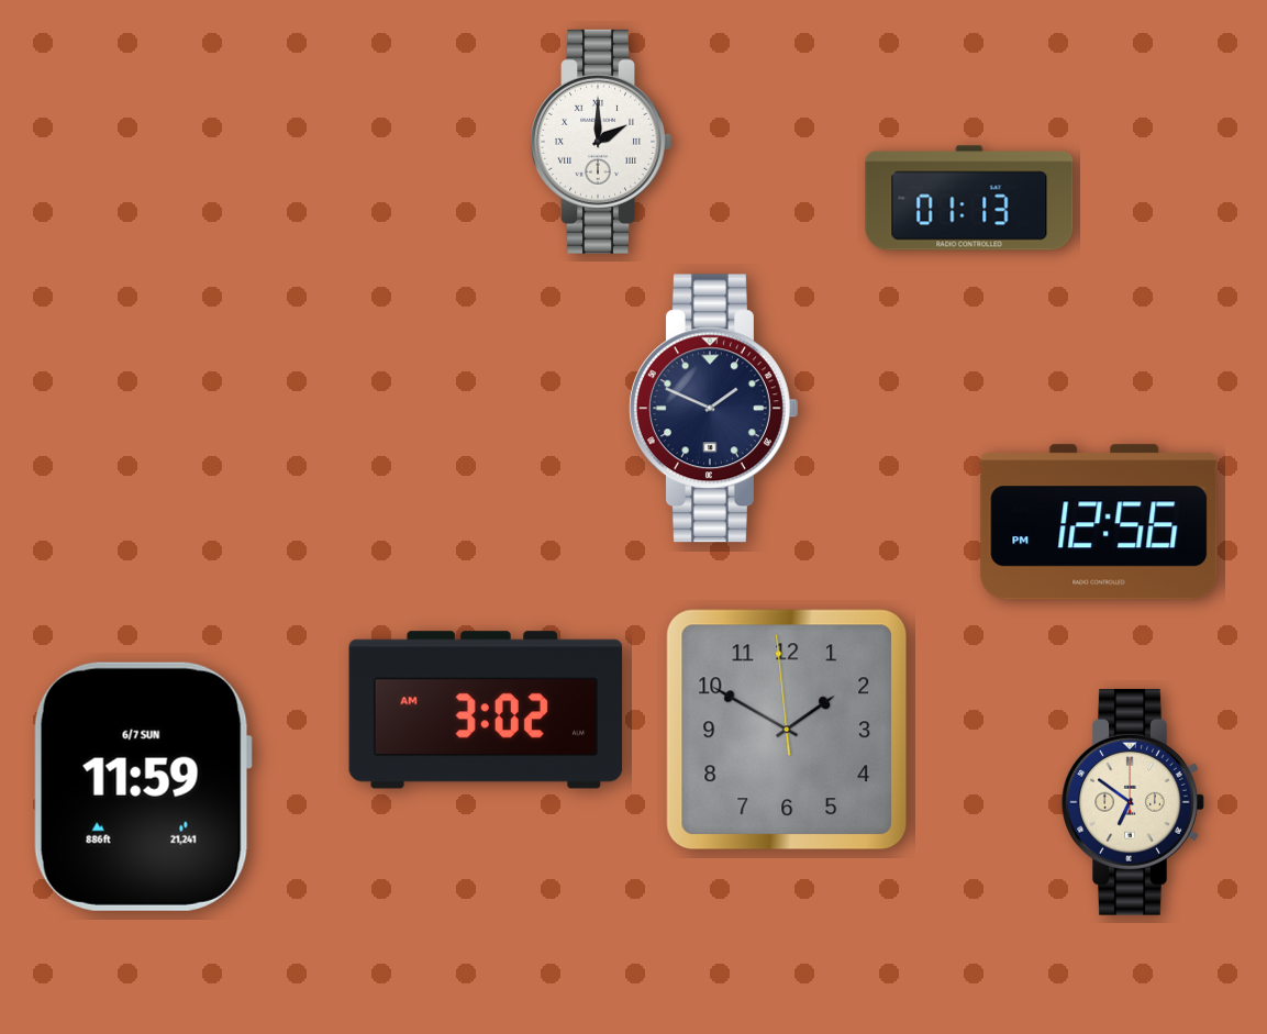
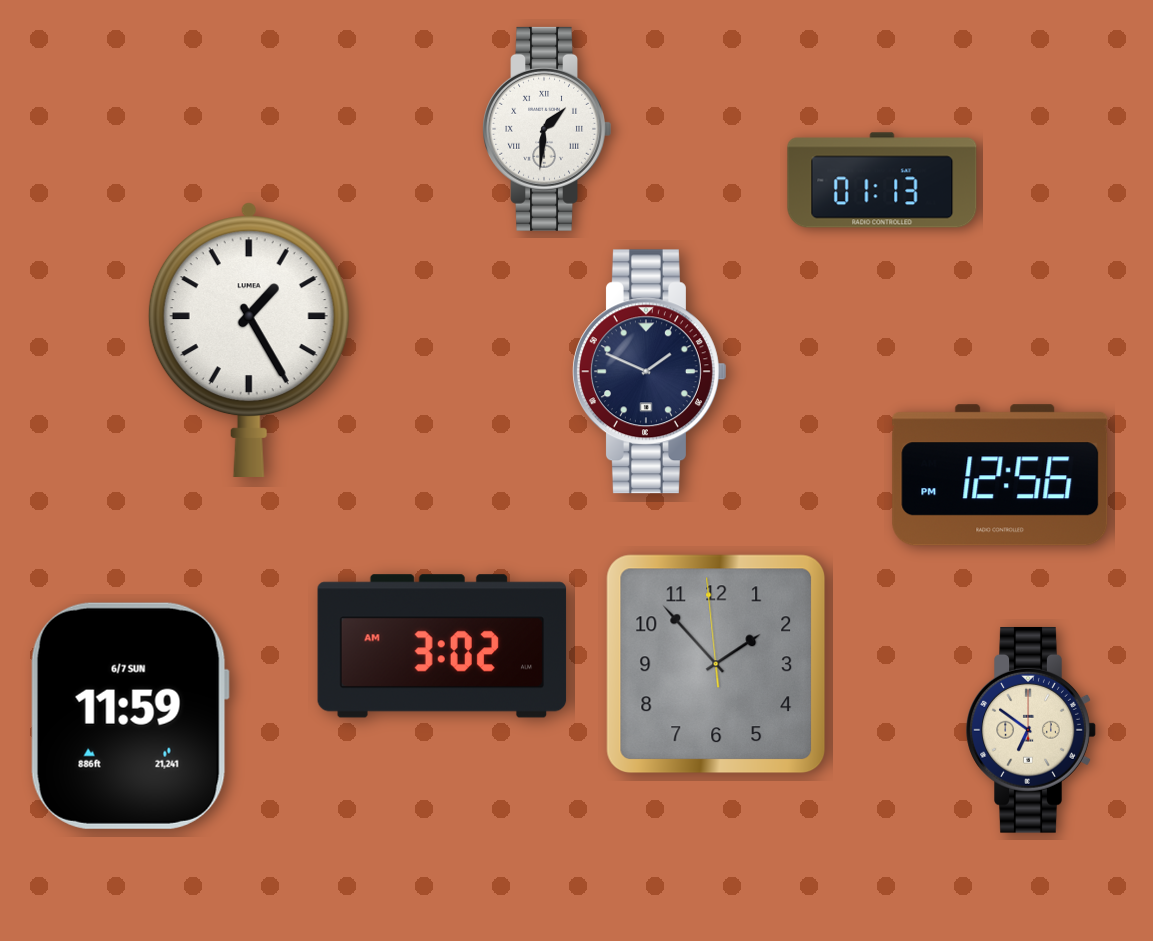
clock at (601, 142): 2:00 -> 1:31
clock at (249, 339): none -> 1:25
clock at (787, 730): 1:49 -> 1:52
